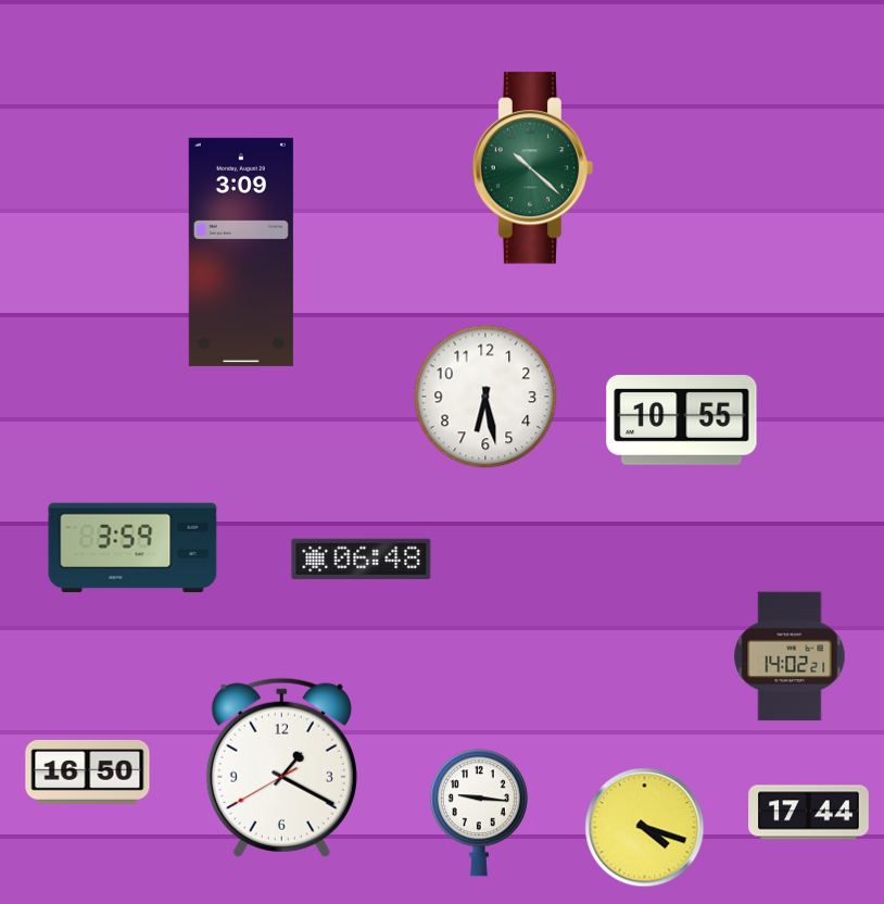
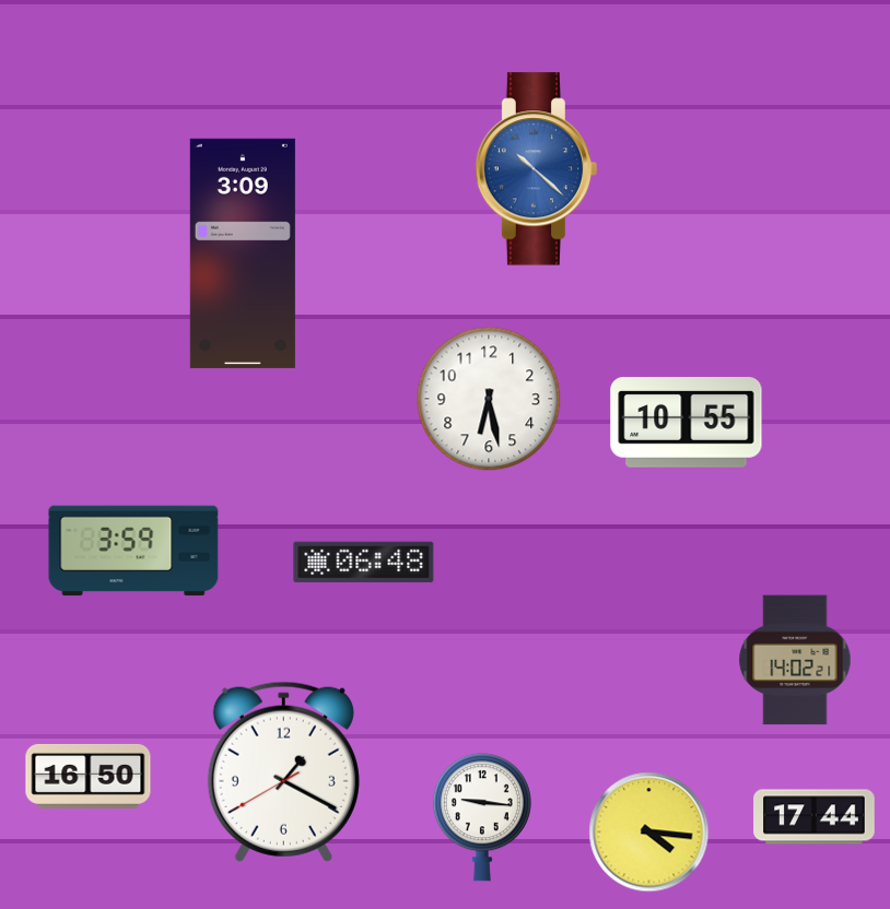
clock at (533, 168) dial: green -> blue
clock at (645, 828): 4:18 -> 4:16
